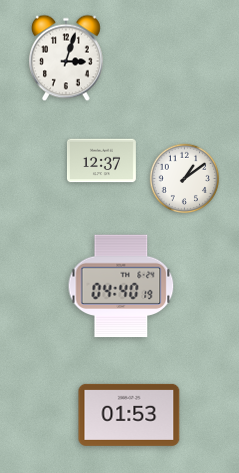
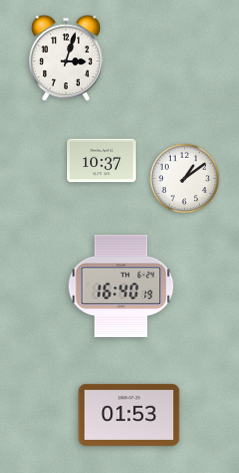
clock at (101, 161): 12:37 -> 10:37
clock at (121, 286): 04:40 -> 16:40
